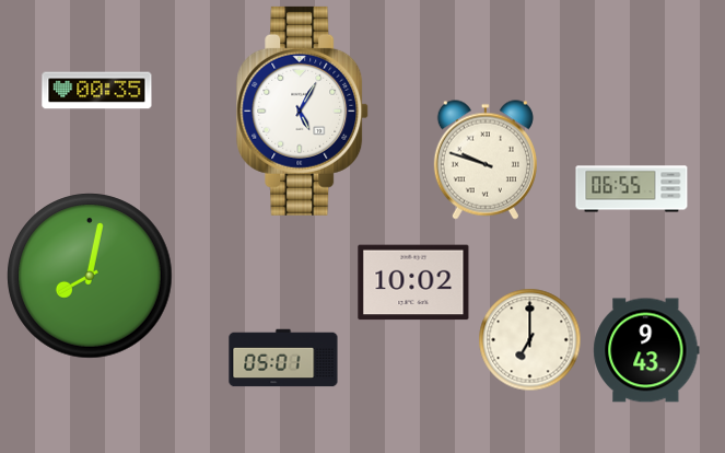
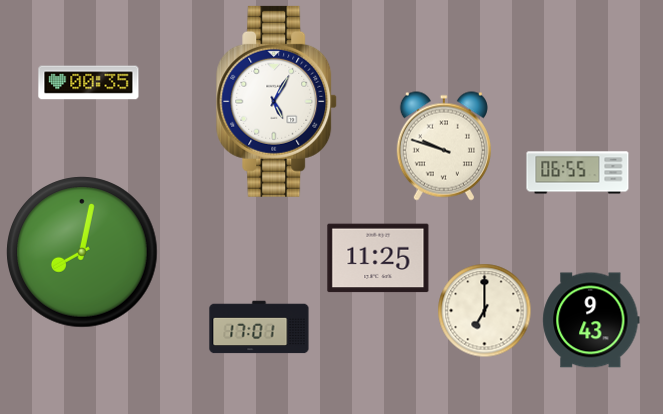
clock at (413, 282): 10:02 -> 11:25
clock at (283, 358): 05:01 -> 17:01
